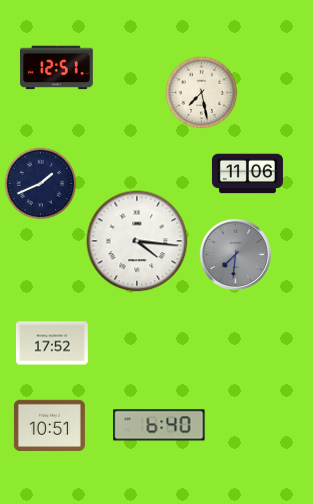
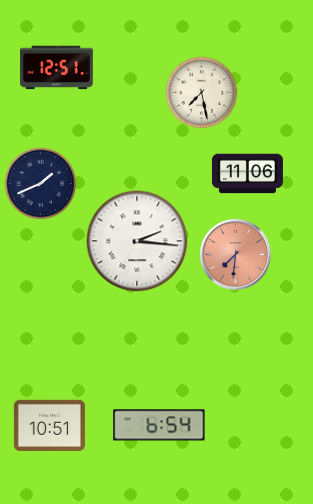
clock at (137, 241): 4:16 -> 2:16
clock at (235, 254) dial: grey -> salmon
clock at (52, 343): 17:52 -> none
clock at (159, 425): 6:40 -> 6:54
